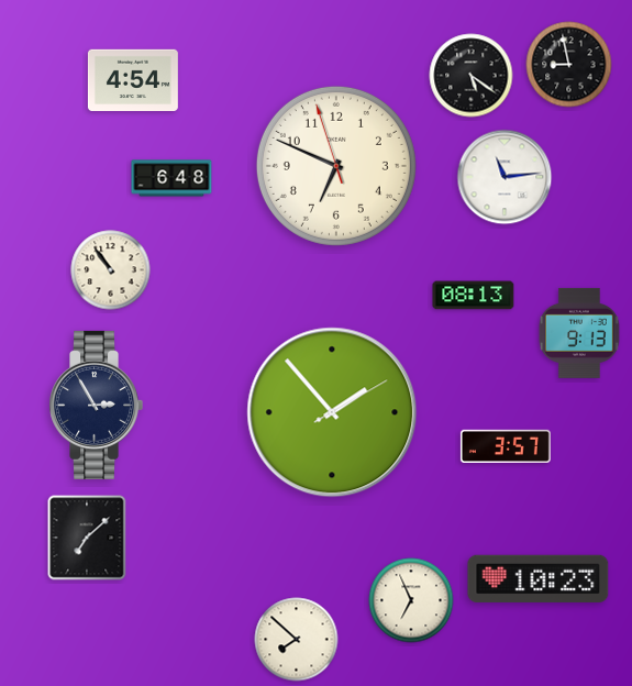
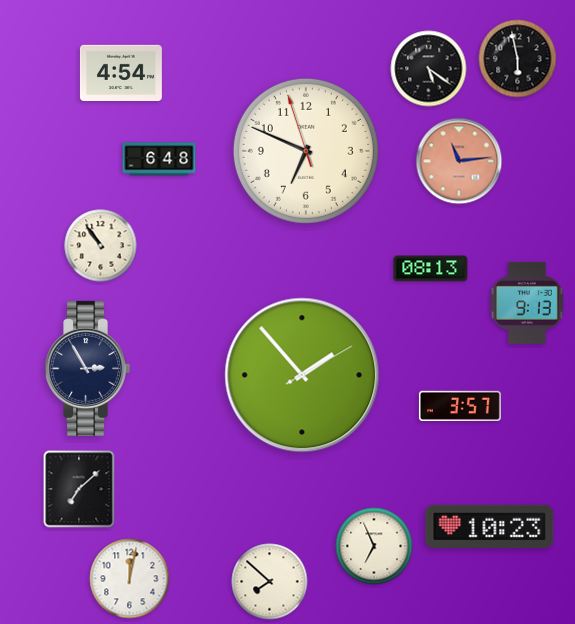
clock at (569, 65): 8:58 -> 5:58
clock at (505, 177) dial: white -> salmon
clock at (171, 178) position: (171, 178) -> (159, 159)
clock at (130, 579): none -> 12:02
